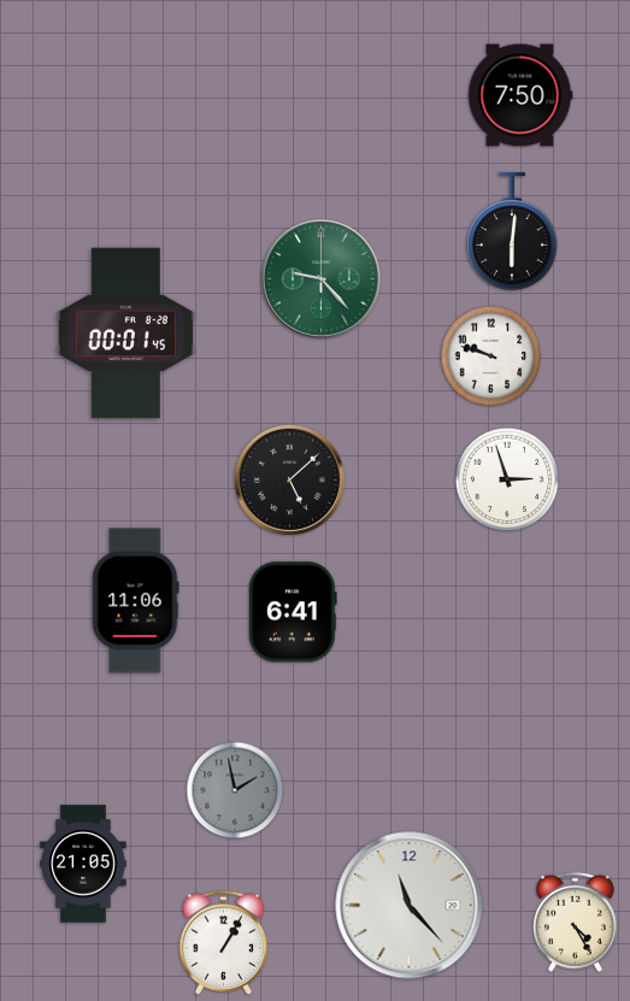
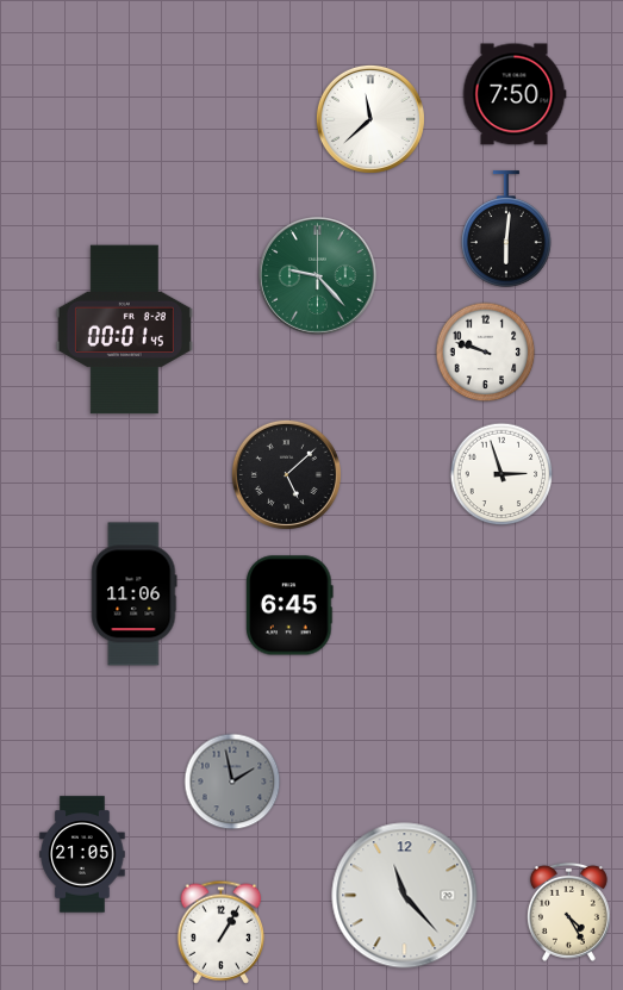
clock at (370, 119): none -> 11:38
clock at (293, 612): 6:41 -> 6:45
